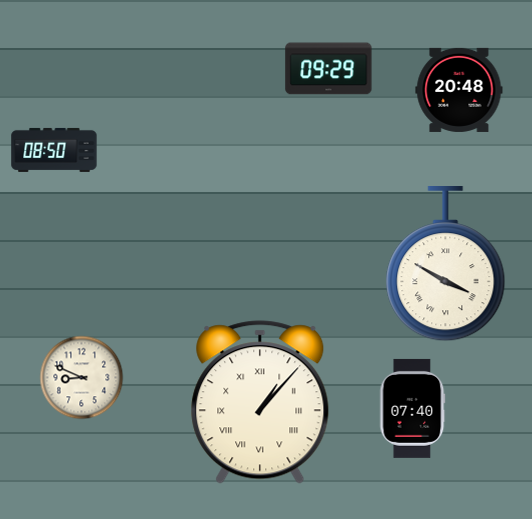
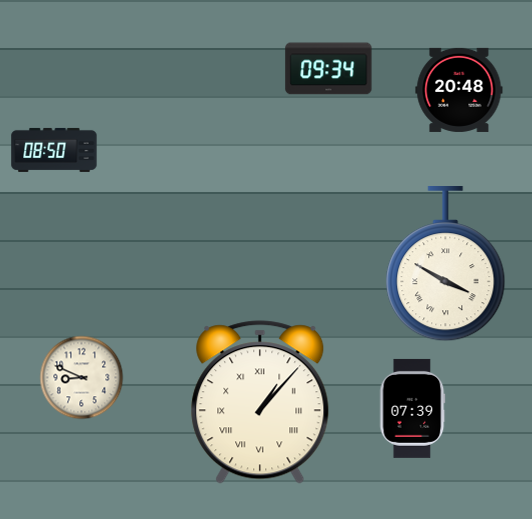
clock at (329, 69): 09:29 -> 09:34
clock at (413, 408): 07:40 -> 07:39
